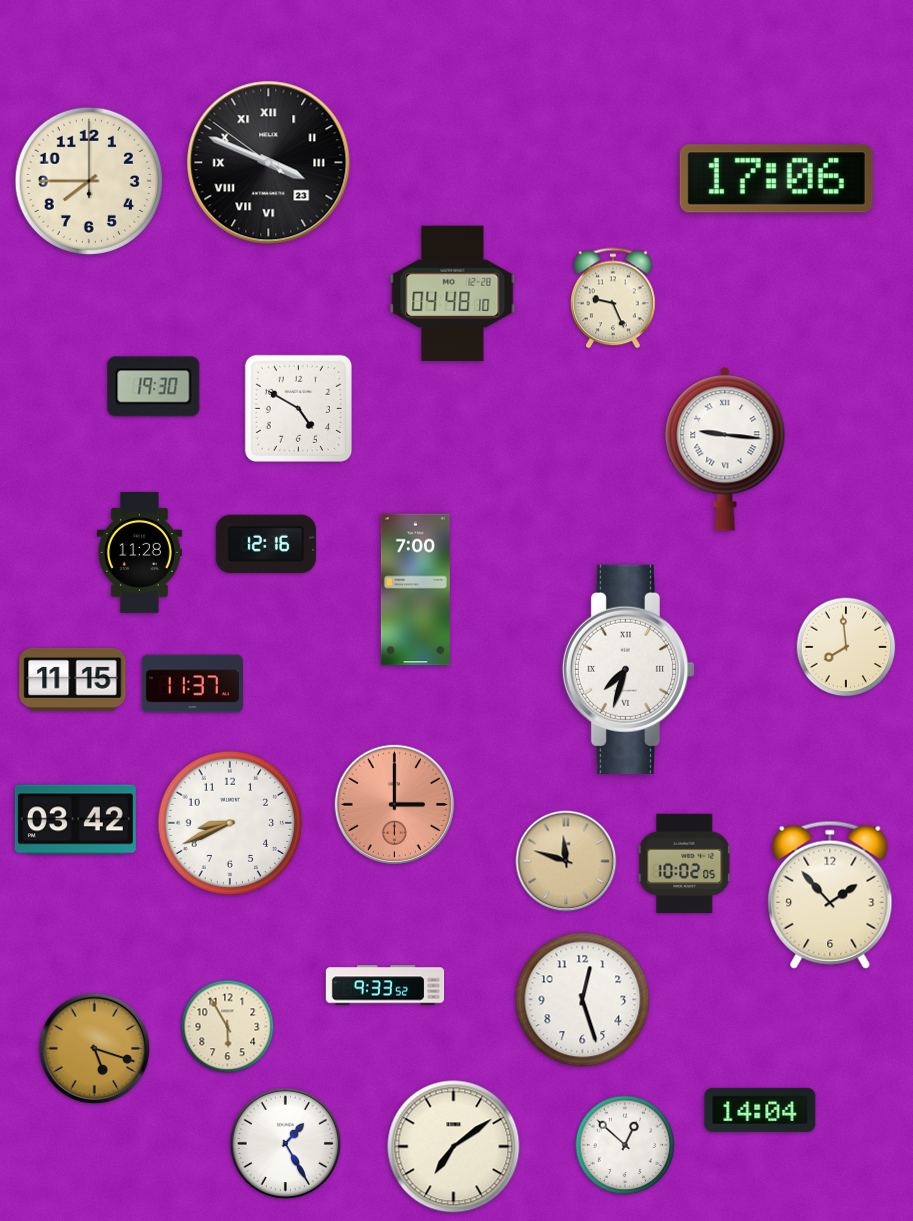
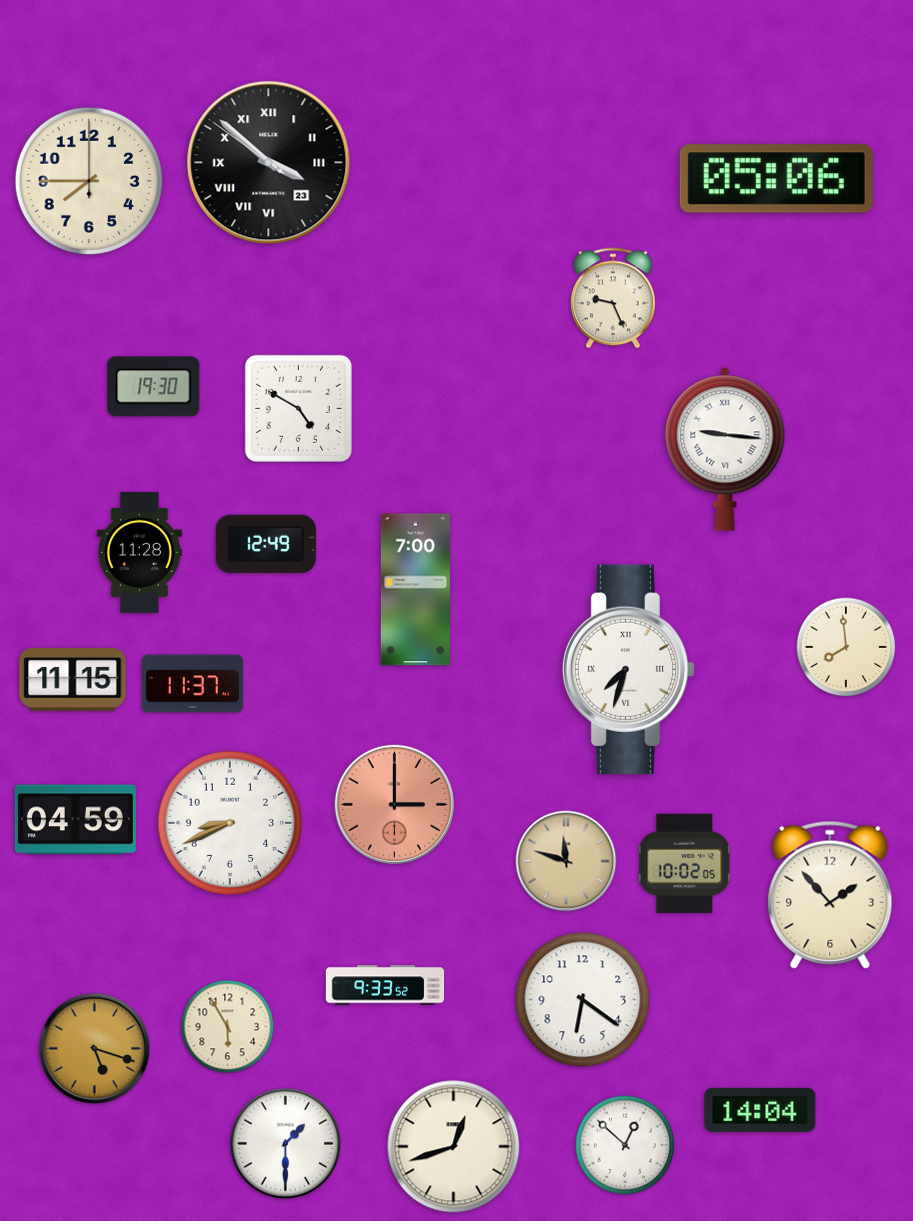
clock at (269, 163): 3:48 -> 3:51
clock at (776, 179): 17:06 -> 05:06
clock at (453, 293): 04:48 -> none
clock at (266, 544): 12:16 -> 12:49
clock at (75, 820): 03:42 -> 04:59
clock at (583, 1000): 12:27 -> 6:21
clock at (286, 1144): 1:25 -> 1:30
clock at (454, 1147): 7:09 -> 12:42
